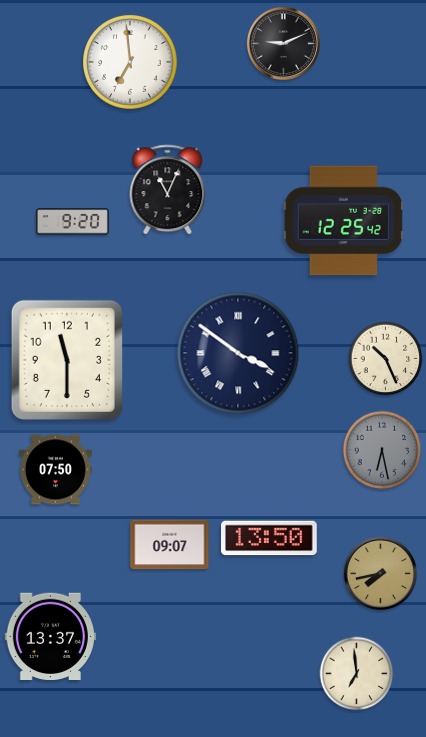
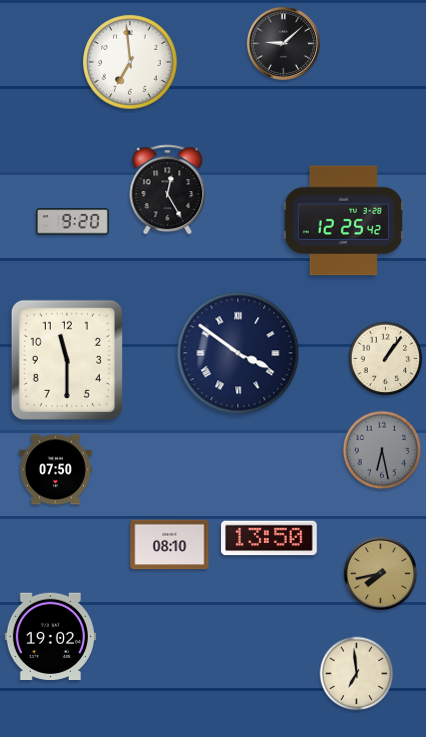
clock at (283, 43): 9:11 -> 9:08
clock at (168, 190): 11:04 -> 12:25
clock at (386, 359): 10:26 -> 1:06
clock at (170, 545): 09:07 -> 08:10
clock at (50, 637): 13:37 -> 19:02
